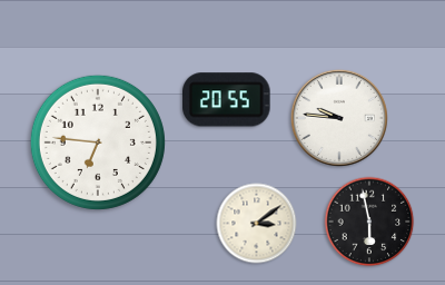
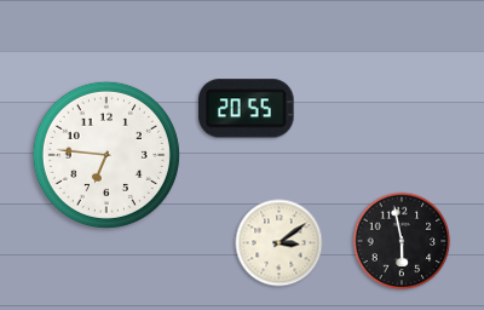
clock at (339, 118): 9:46 -> none
